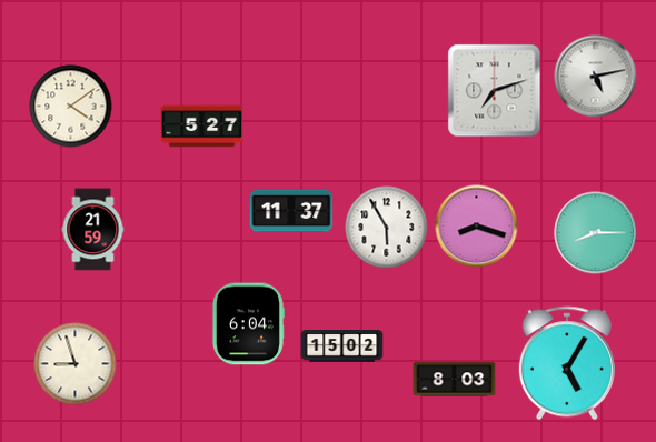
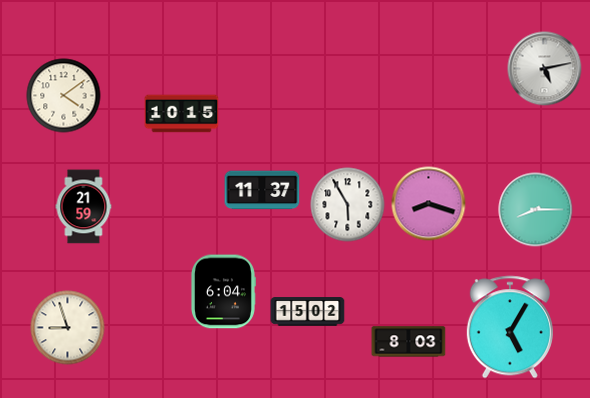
clock at (596, 77) position: (596, 77) -> (545, 69)
clock at (495, 91): 7:12 -> none
clock at (202, 127): 5:27 -> 10:15
